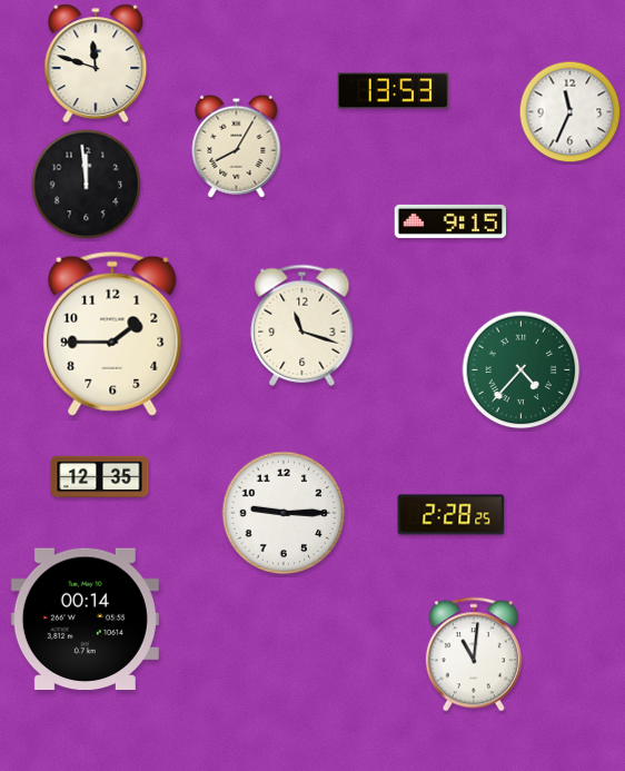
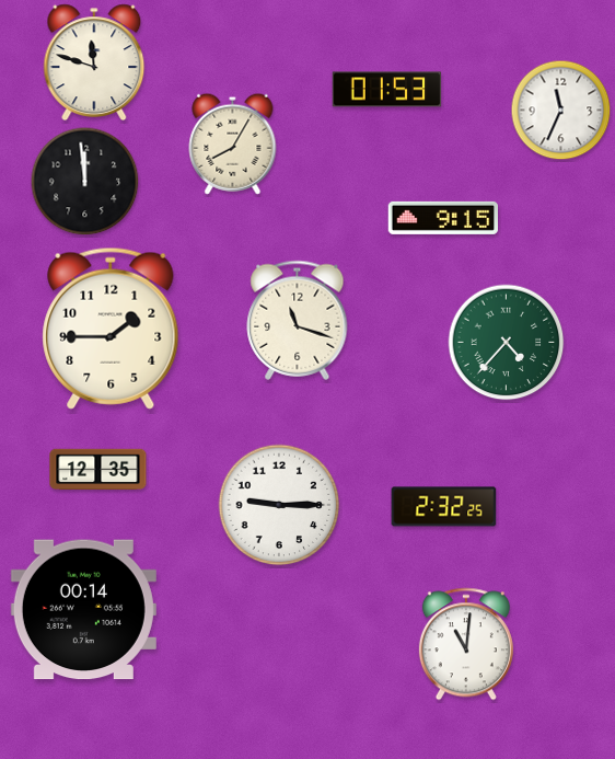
clock at (394, 91): 13:53 -> 01:53
clock at (522, 370) position: (522, 370) -> (507, 343)
clock at (452, 515): 2:28 -> 2:32
